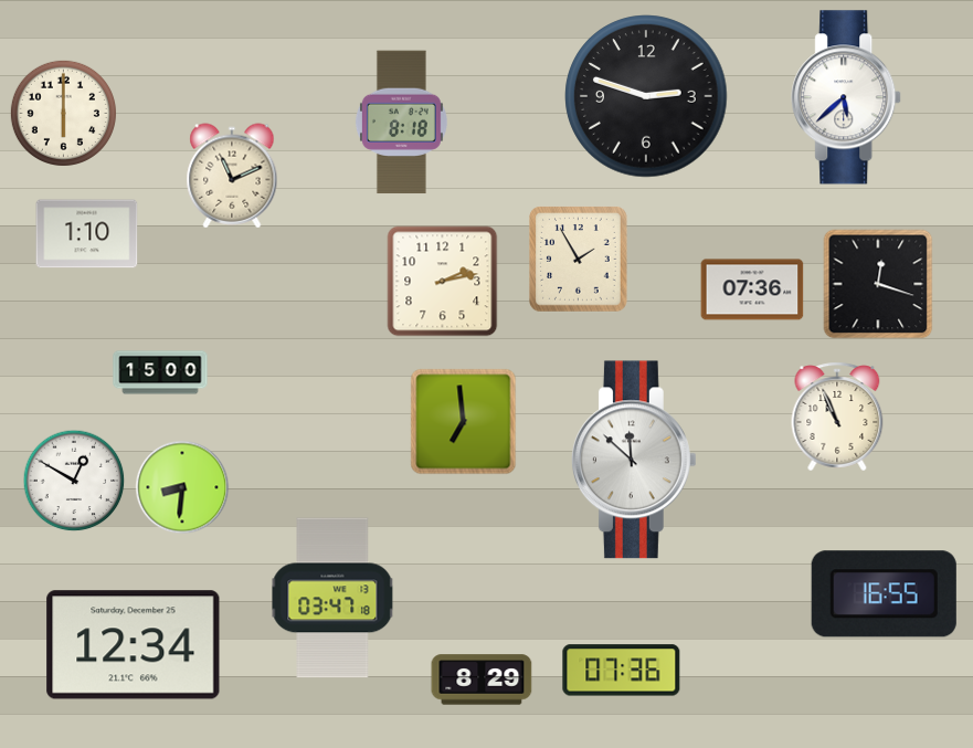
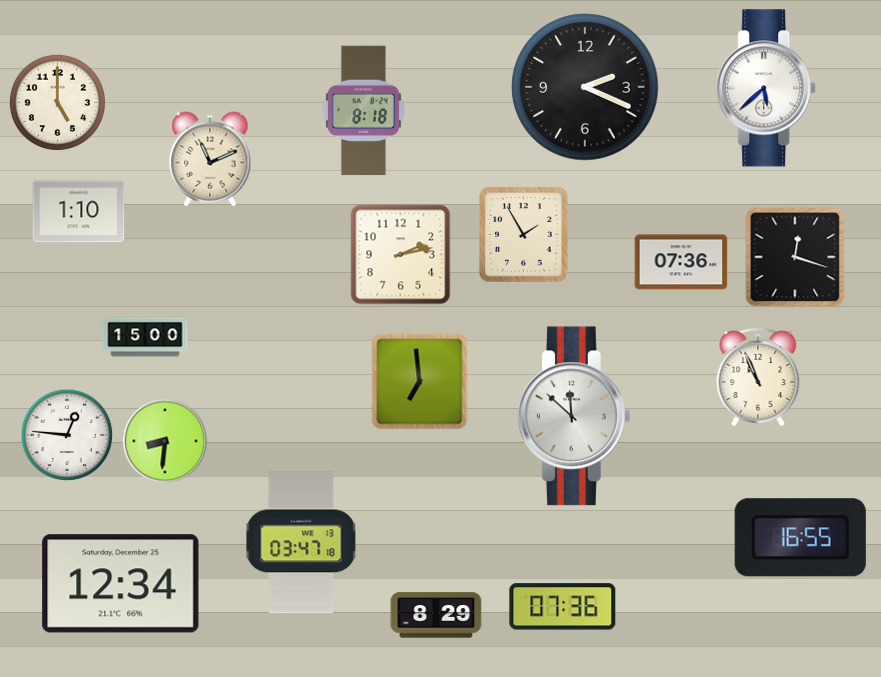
clock at (646, 96): 2:48 -> 2:19
clock at (63, 113): 6:00 -> 5:00
clock at (74, 481): 12:50 -> 12:46
